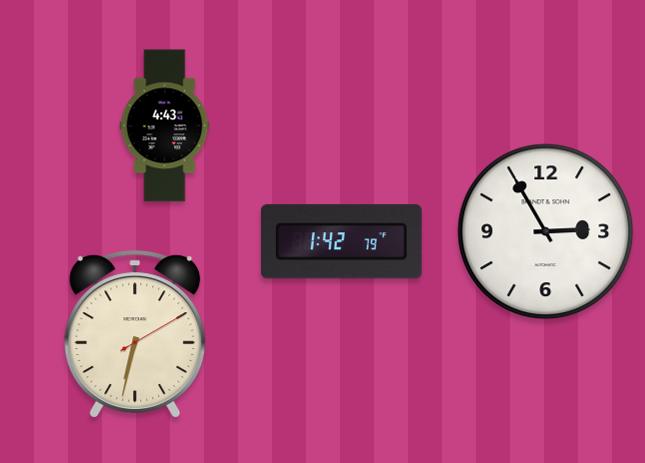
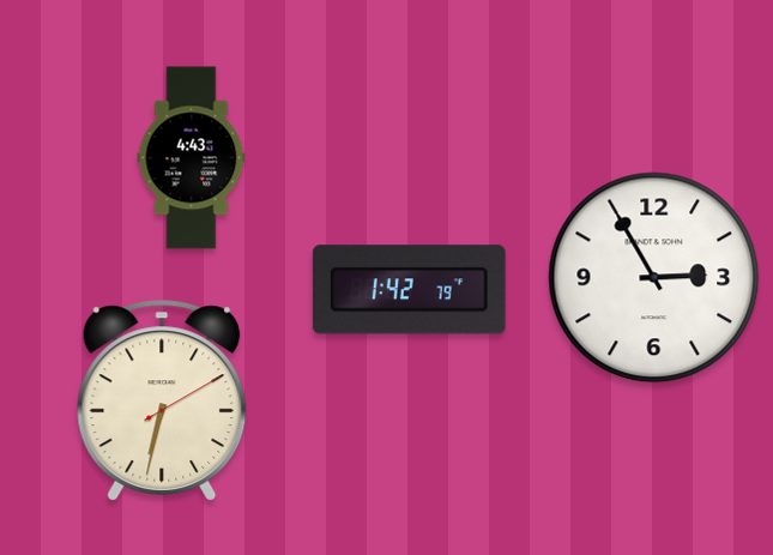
clock at (165, 126) position: (165, 126) -> (192, 158)
